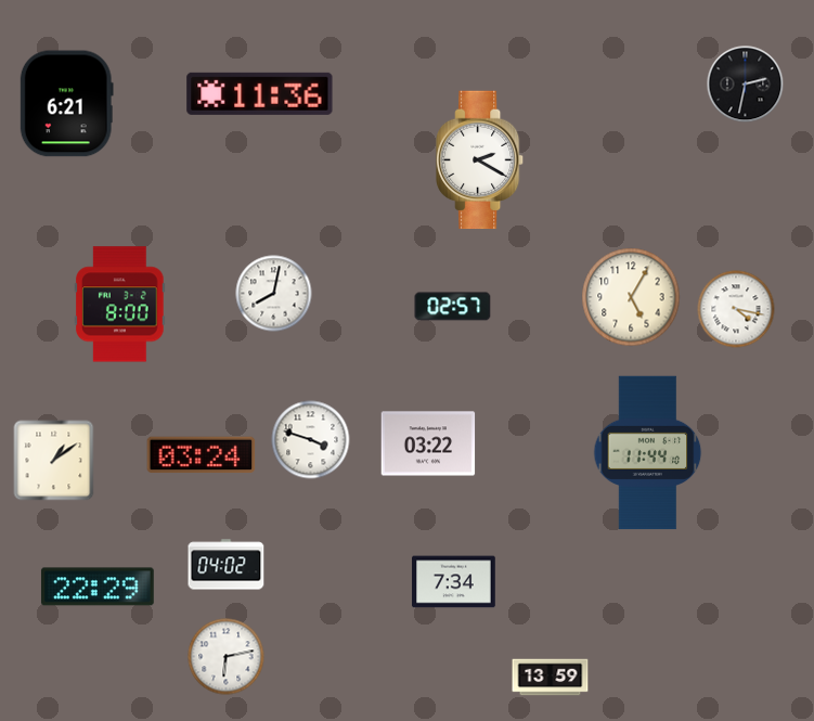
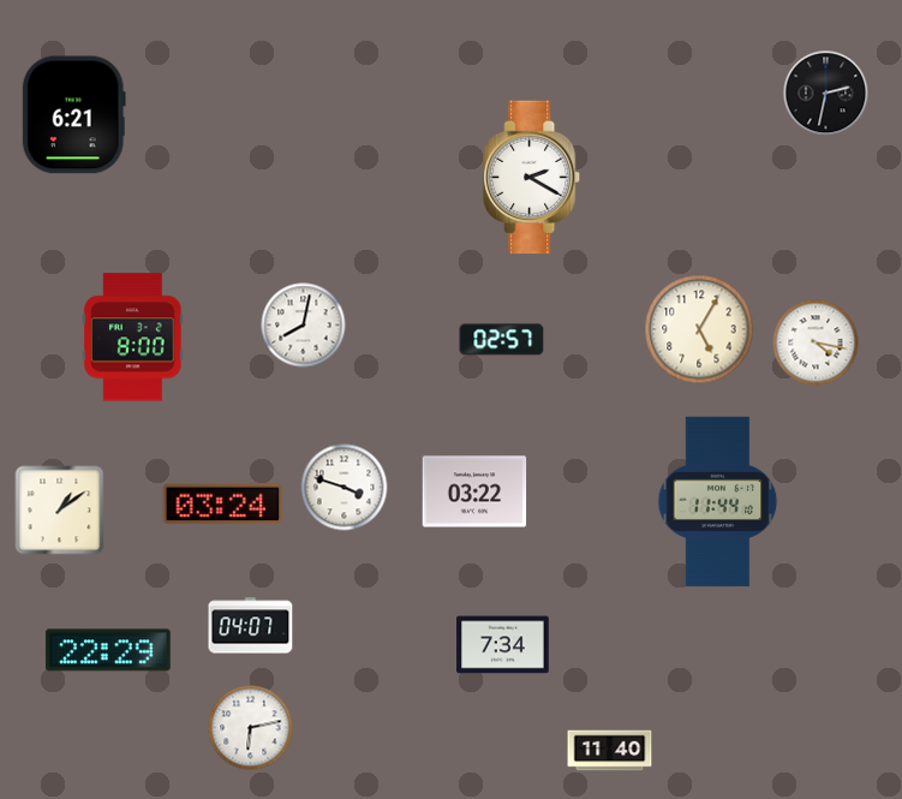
clock at (260, 93): 11:36 -> none
clock at (227, 565): 04:02 -> 04:07
clock at (551, 678): 13:59 -> 11:40
